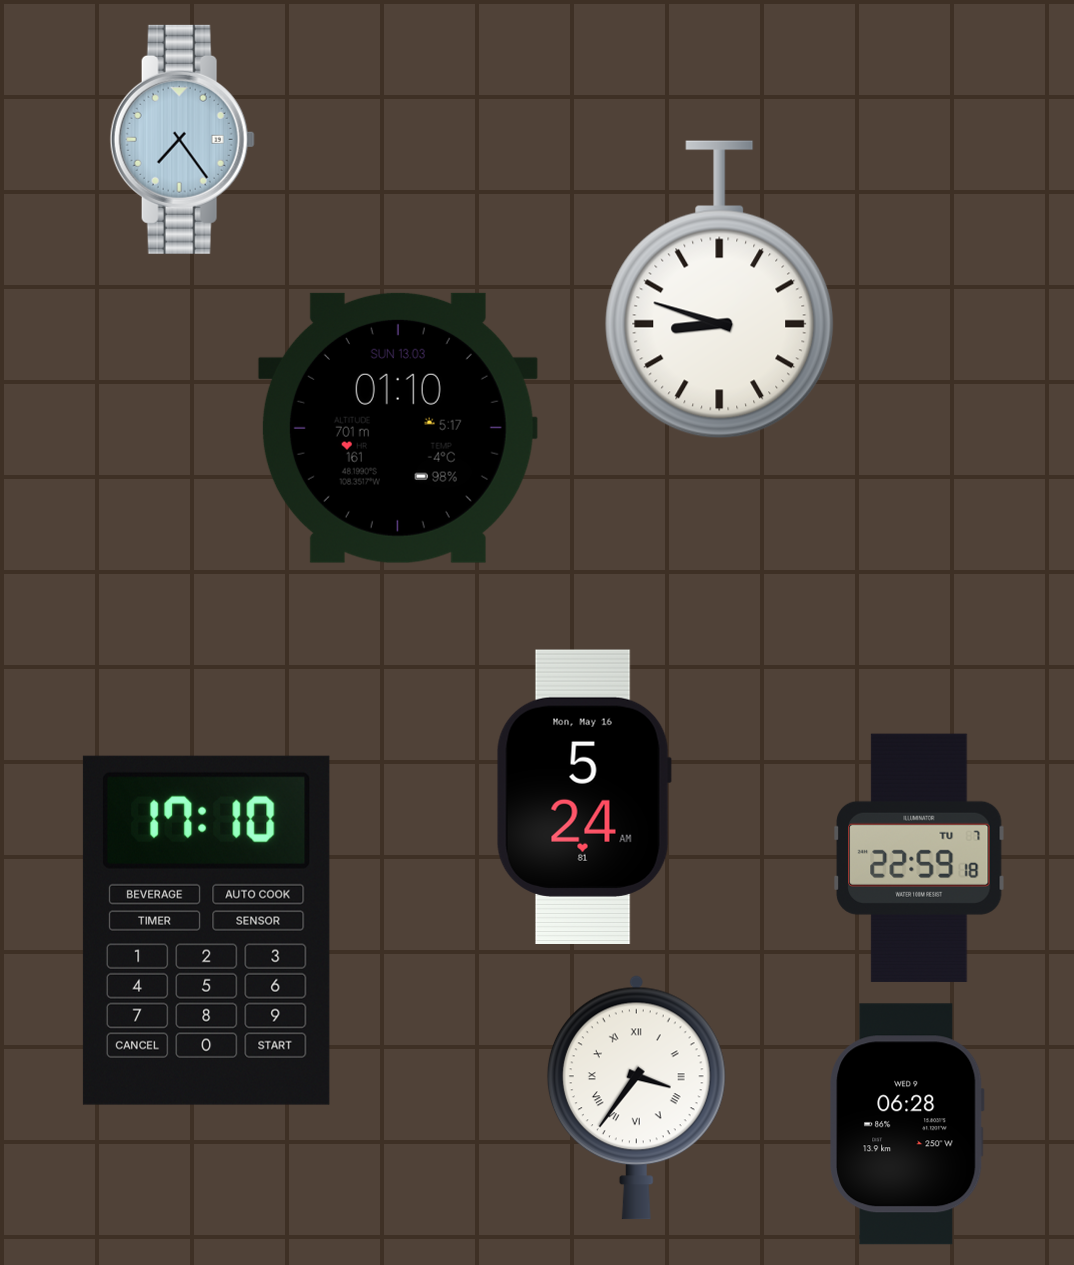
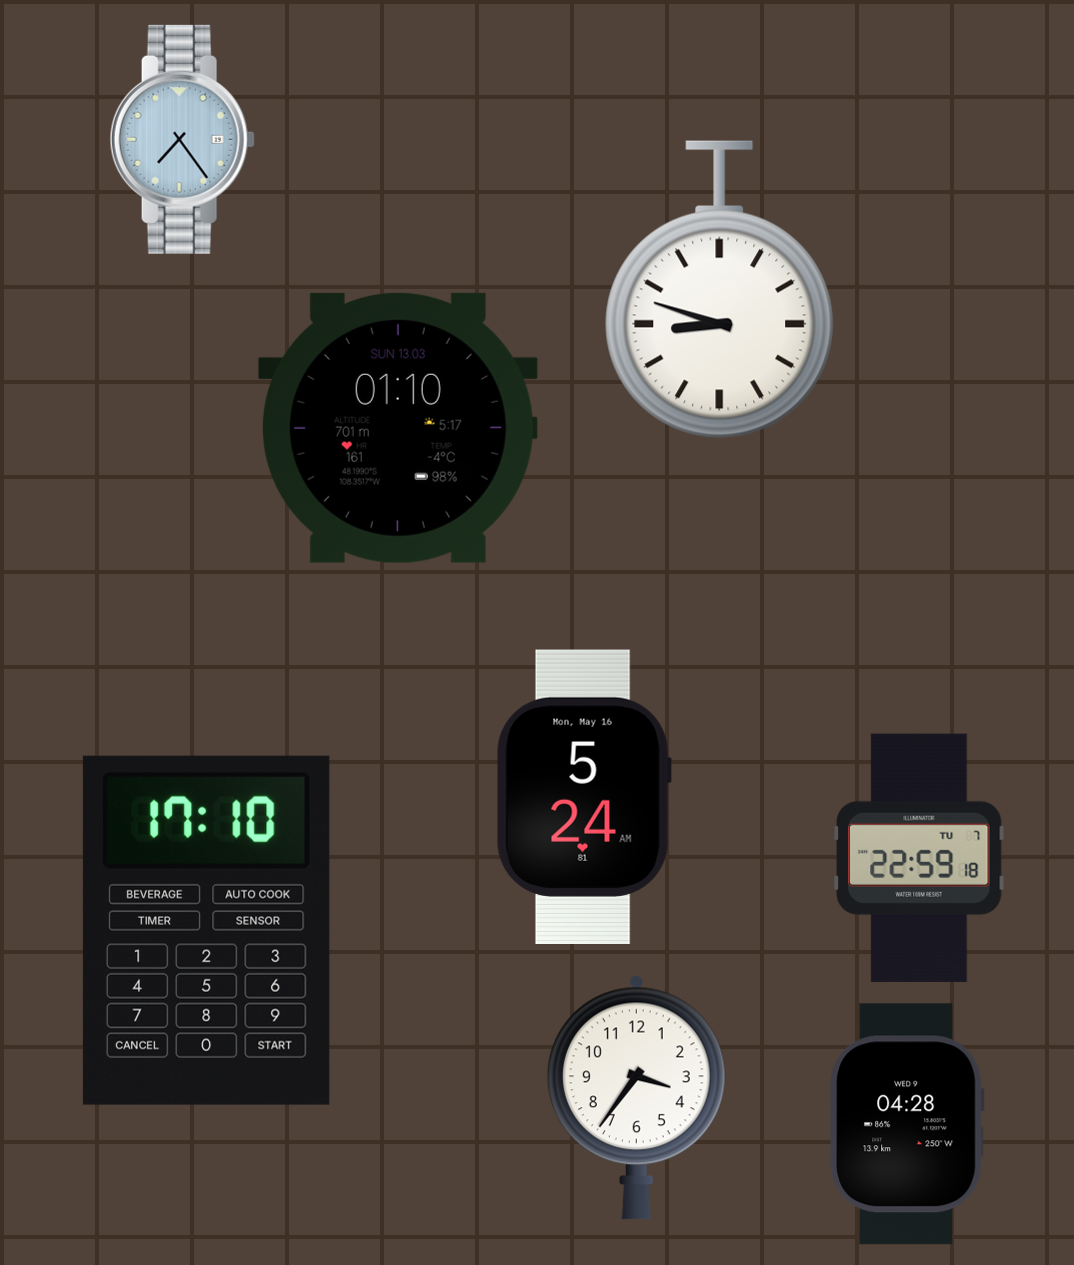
clock at (636, 1097) numerals: Roman -> Arabic
clock at (907, 1124): 06:28 -> 04:28
